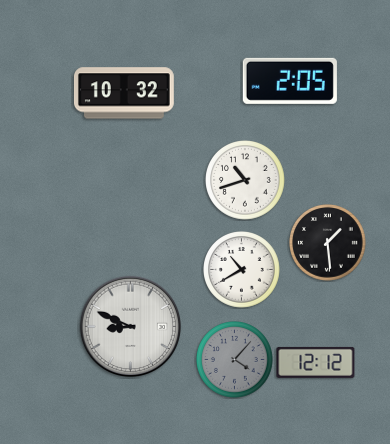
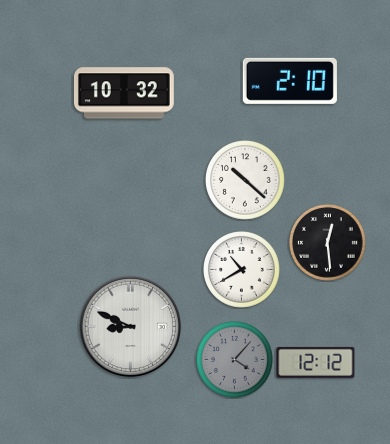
clock at (290, 81): 2:05 -> 2:10
clock at (246, 181): 10:42 -> 10:22
clock at (328, 243): 1:29 -> 12:29
